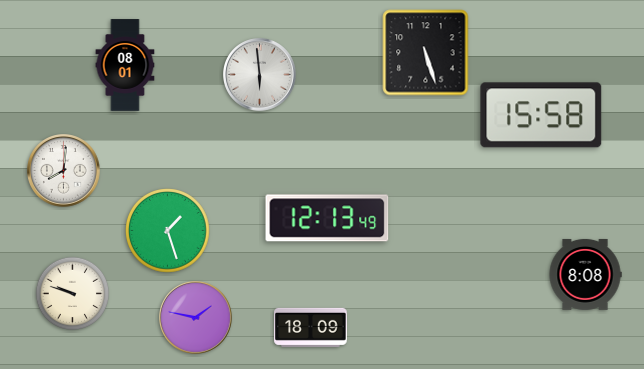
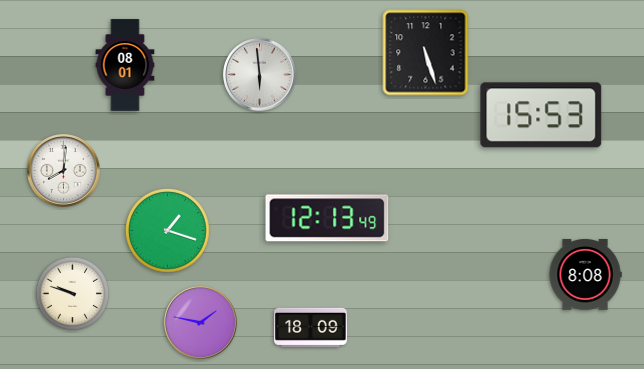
clock at (541, 115): 15:58 -> 15:53
clock at (168, 231): 1:27 -> 1:18
clock at (196, 318) position: (196, 318) -> (201, 323)
